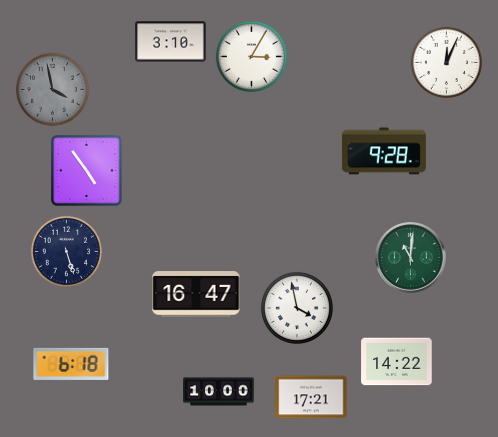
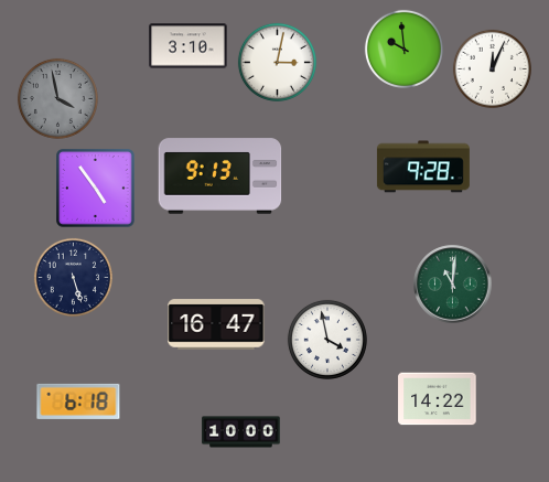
clock at (403, 49): none -> 9:59
clock at (251, 56): 3:05 -> 3:02
clock at (220, 176): none -> 9:13
clock at (311, 397): 17:21 -> none
